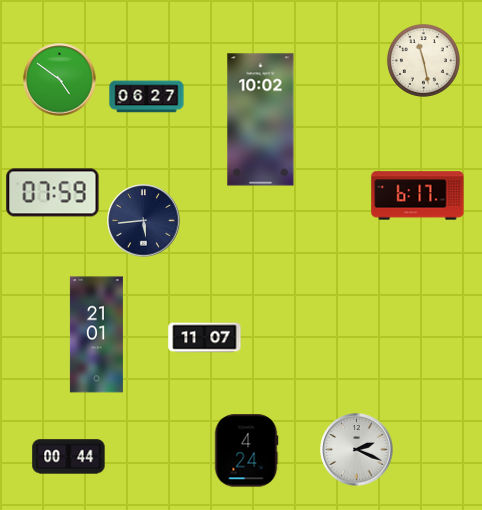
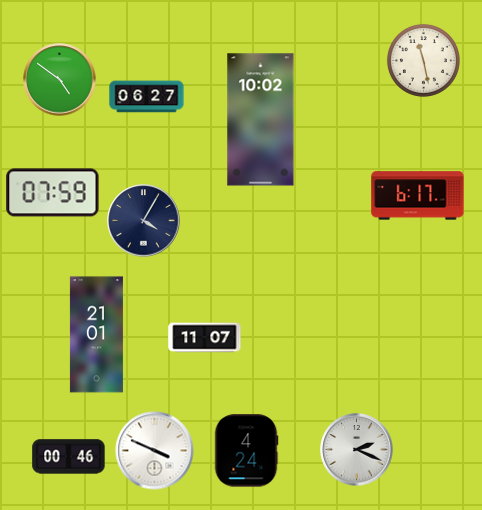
clock at (144, 221): 5:44 -> 4:05
clock at (155, 451): none -> 3:49
clock at (69, 457): 00:44 -> 00:46
